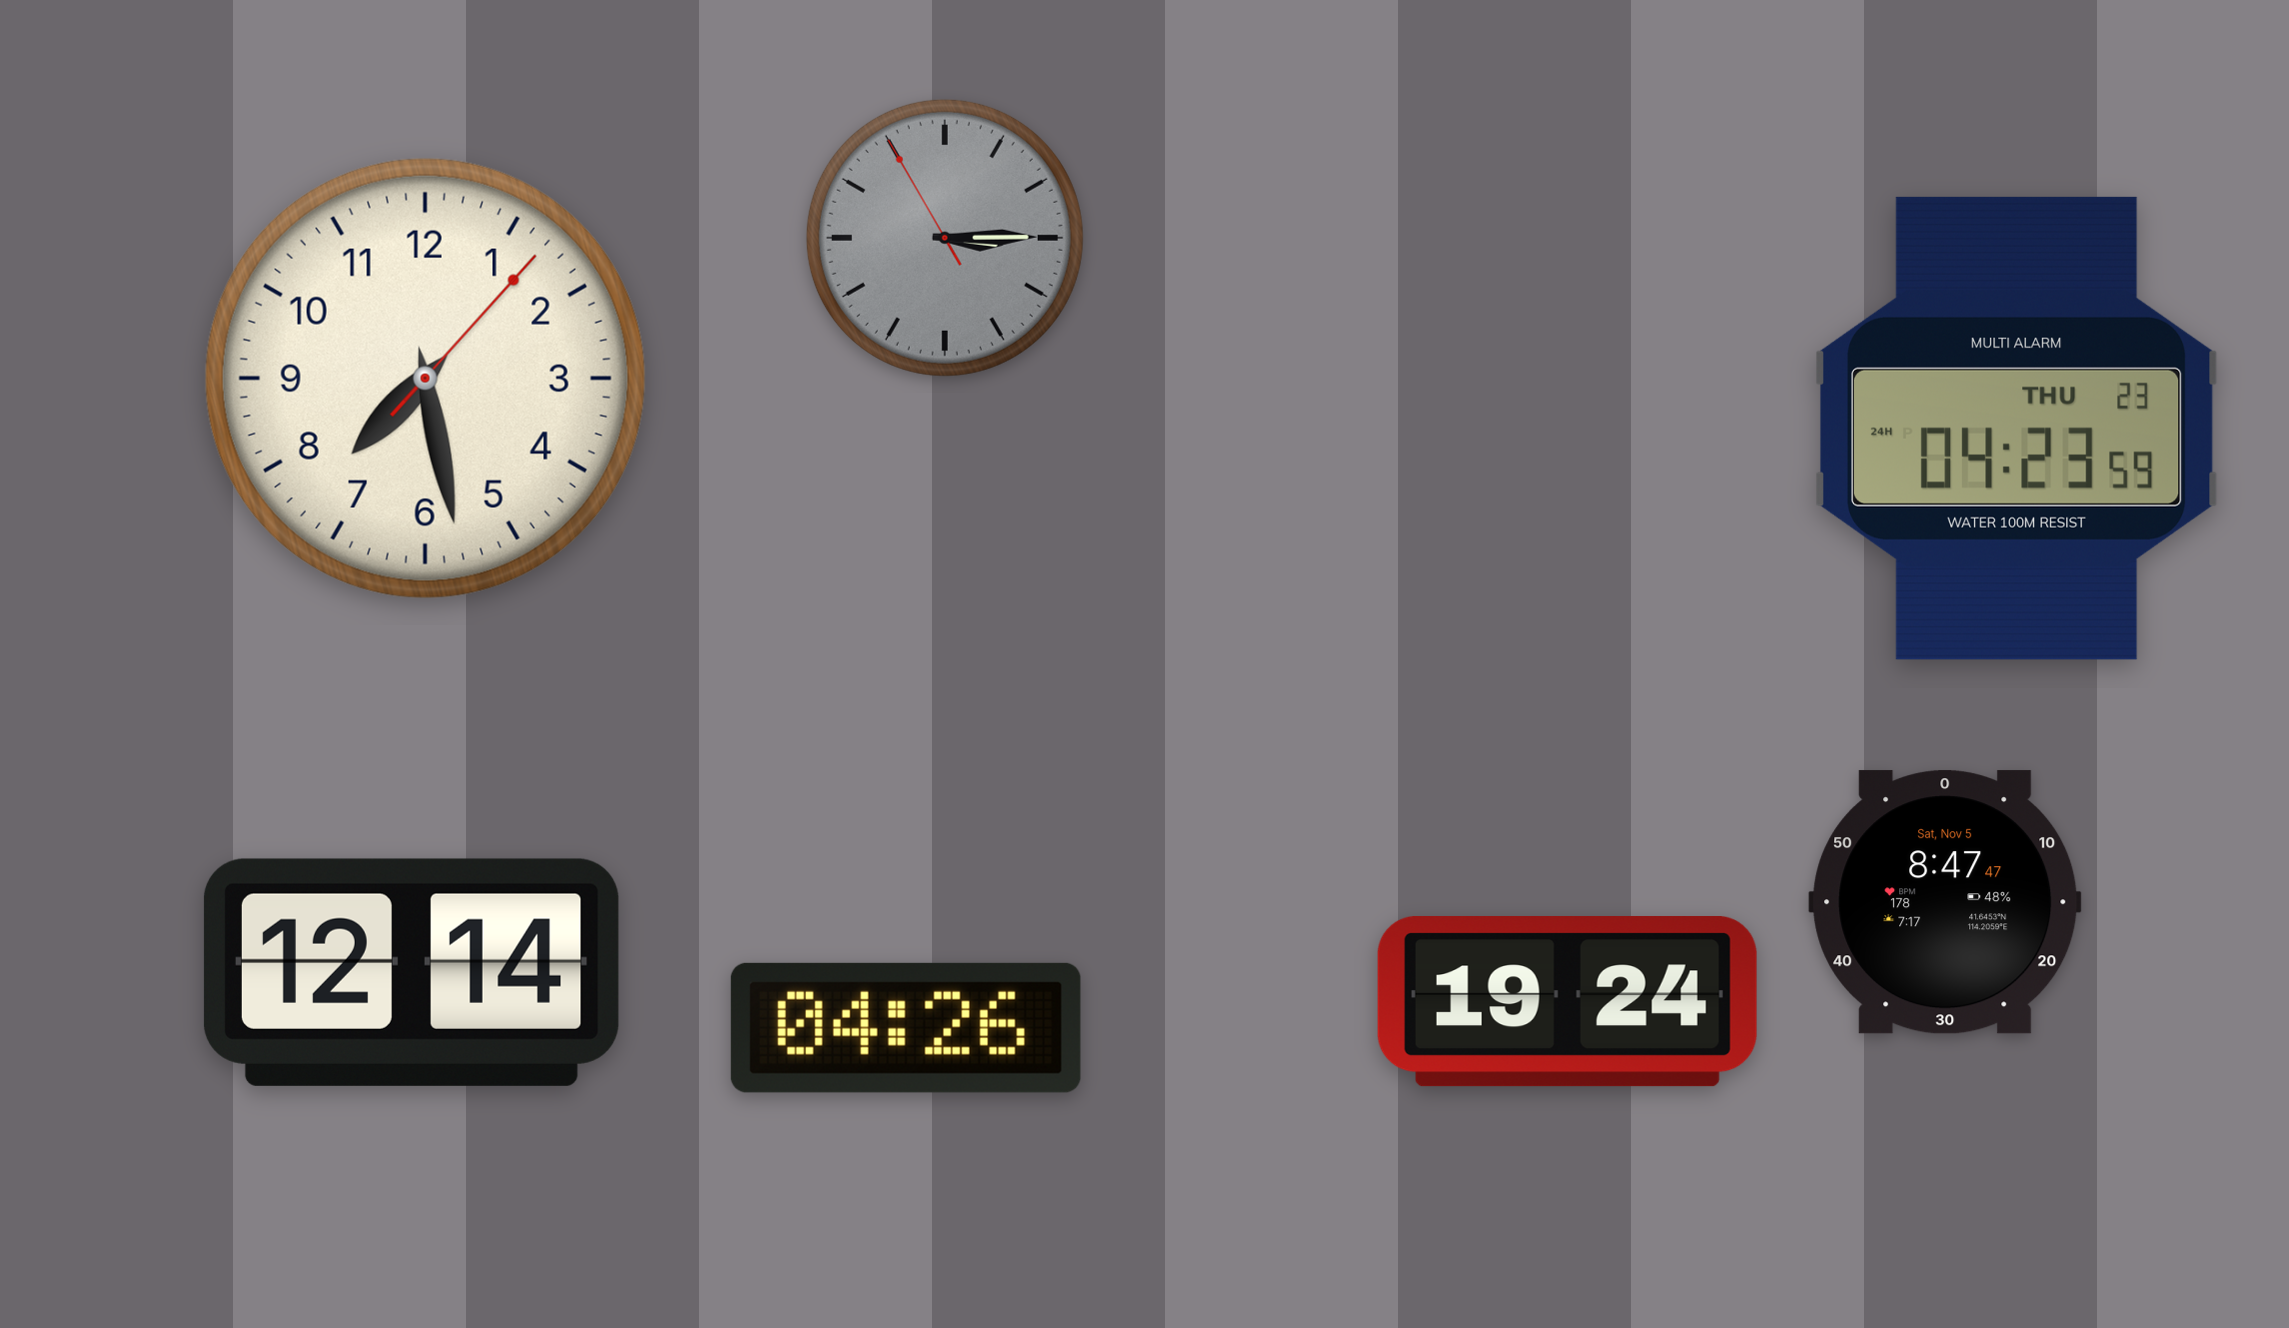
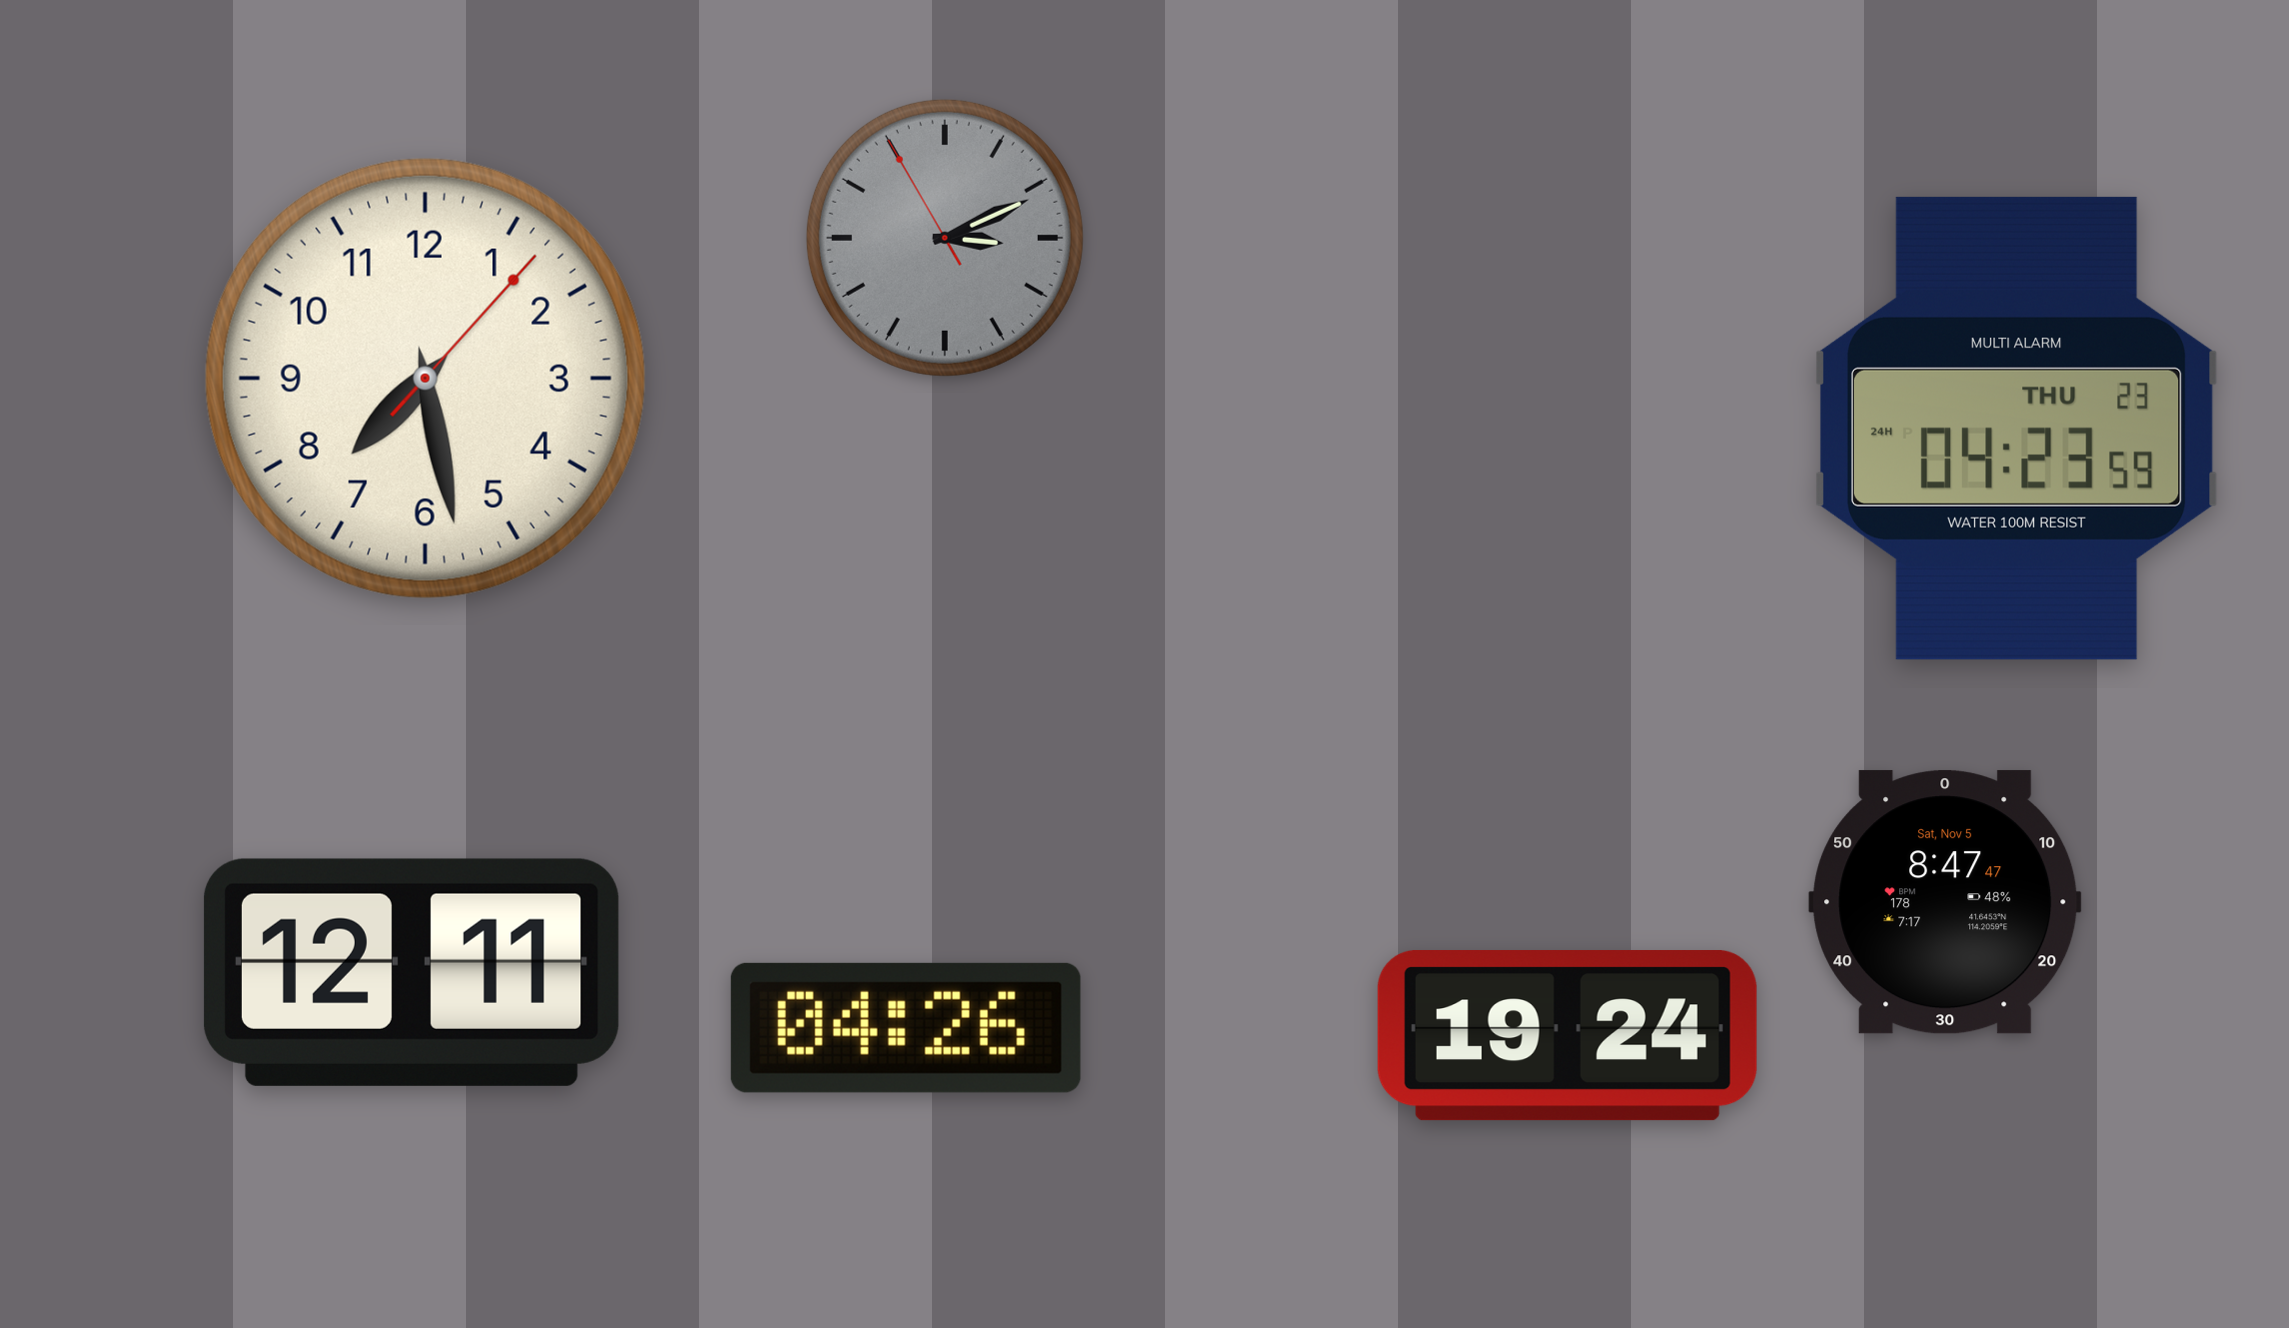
clock at (945, 238): 3:14 -> 3:10
clock at (411, 972): 12:14 -> 12:11
clock at (1567, 1002) position: (1567, 1002) -> (1567, 1036)
